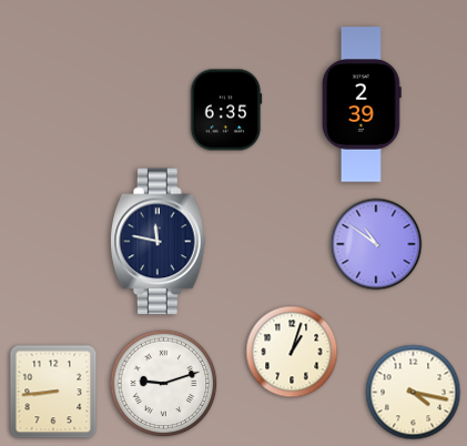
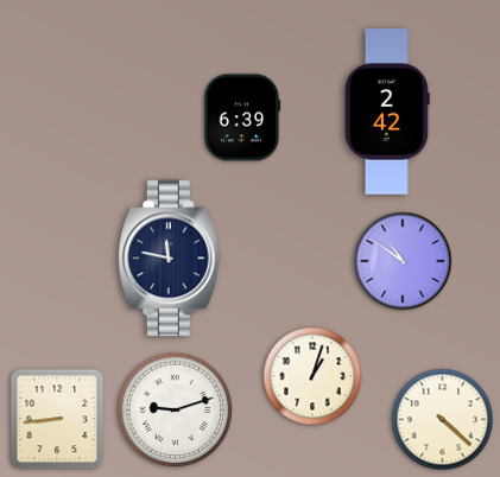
clock at (362, 104): 2:39 -> 2:42
clock at (226, 110): 6:35 -> 6:39
clock at (414, 393): 4:17 -> 4:22
